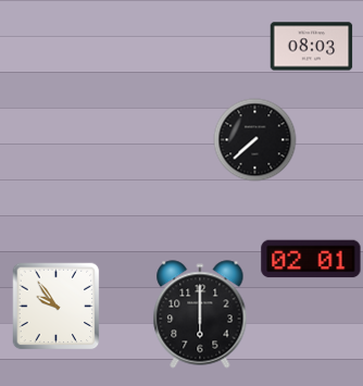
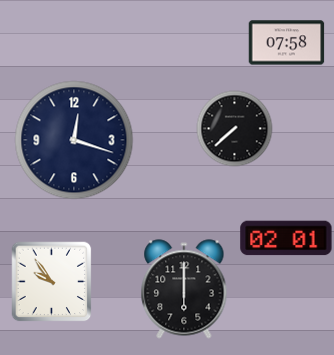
clock at (312, 47): 08:03 -> 07:58
clock at (74, 140): none -> 12:18
